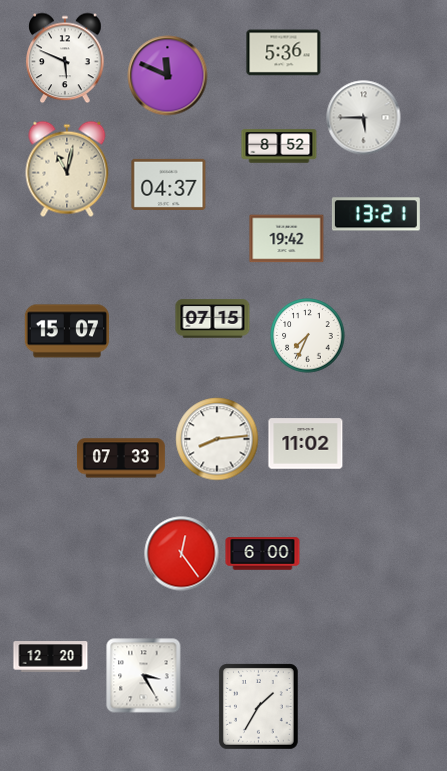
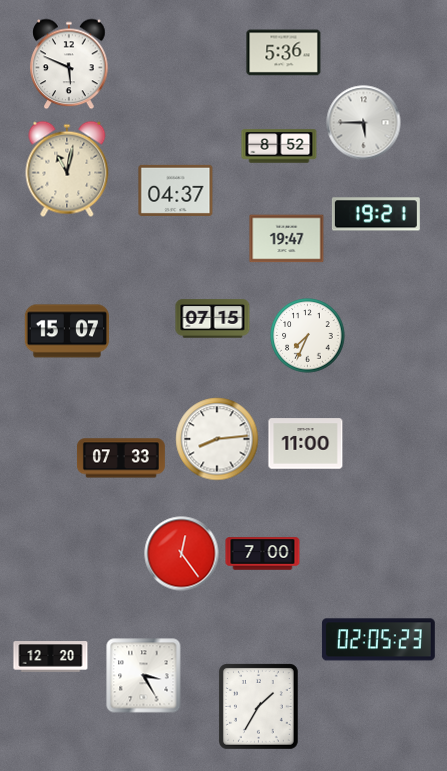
clock at (65, 58) position: (65, 58) -> (69, 64)
clock at (168, 76): 11:49 -> none
clock at (364, 118) position: (364, 118) -> (364, 123)
clock at (169, 184) position: (169, 184) -> (176, 190)
clock at (376, 214): 13:21 -> 19:21
clock at (287, 239): 19:42 -> 19:47
clock at (306, 444): 11:02 -> 11:00
clock at (263, 554): 6:00 -> 7:00
clock at (378, 640): none -> 02:05
